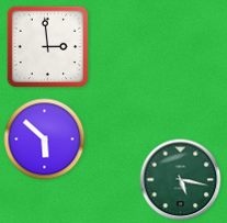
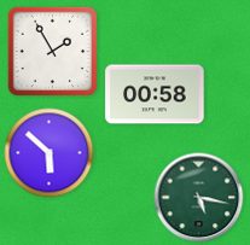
clock at (48, 47): 2:59 -> 1:55
clock at (155, 94): none -> 00:58
